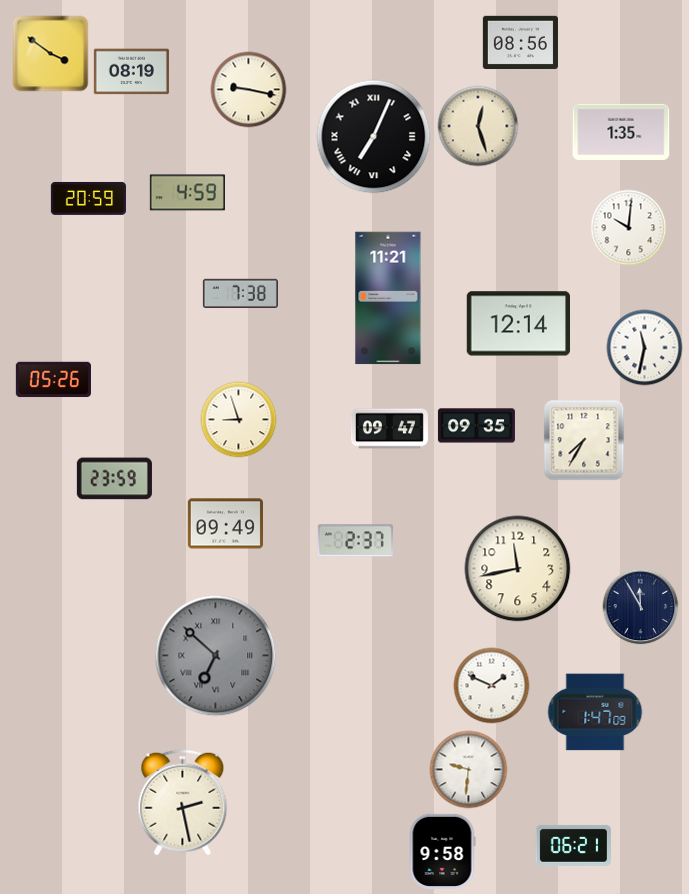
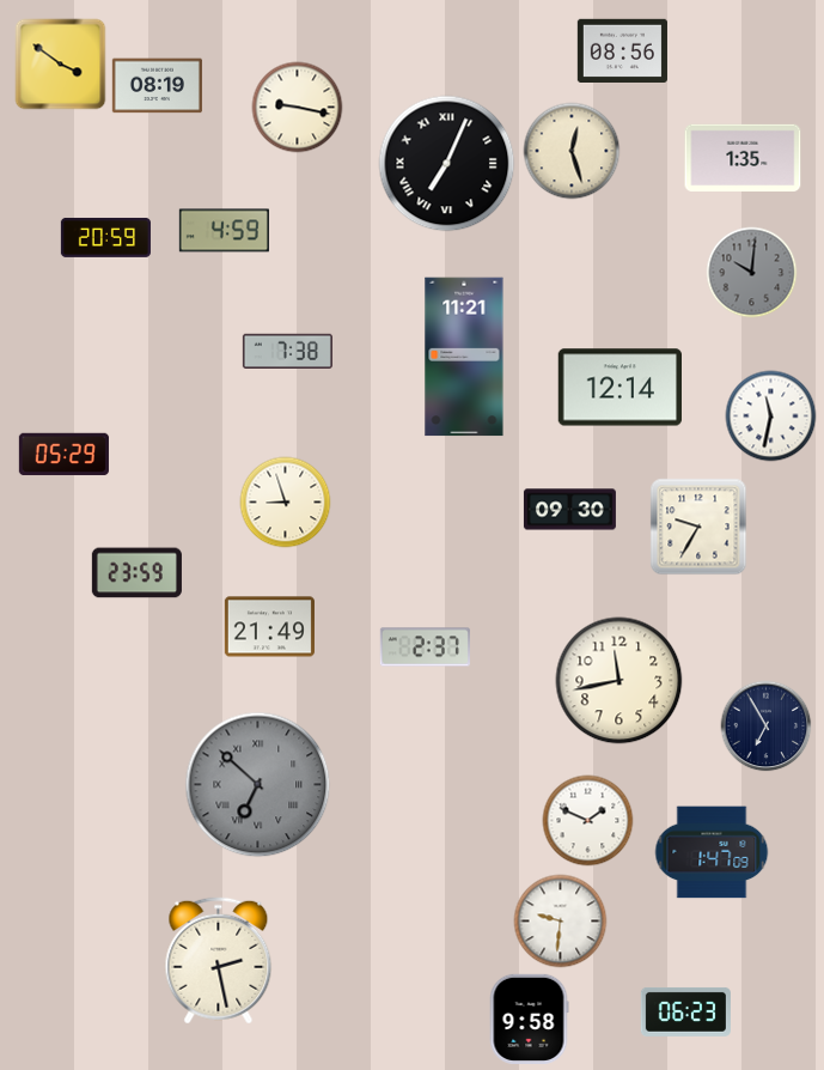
clock at (629, 228) dial: white -> grey
clock at (53, 380): 05:26 -> 05:29
clock at (476, 426): 09:35 -> 09:30
clock at (389, 429): 09:47 -> none
clock at (584, 440): 7:35 -> 9:35
clock at (225, 524): 09:49 -> 21:49
clock at (641, 607): 11:55 -> 6:55
clock at (573, 845): 06:21 -> 06:23
